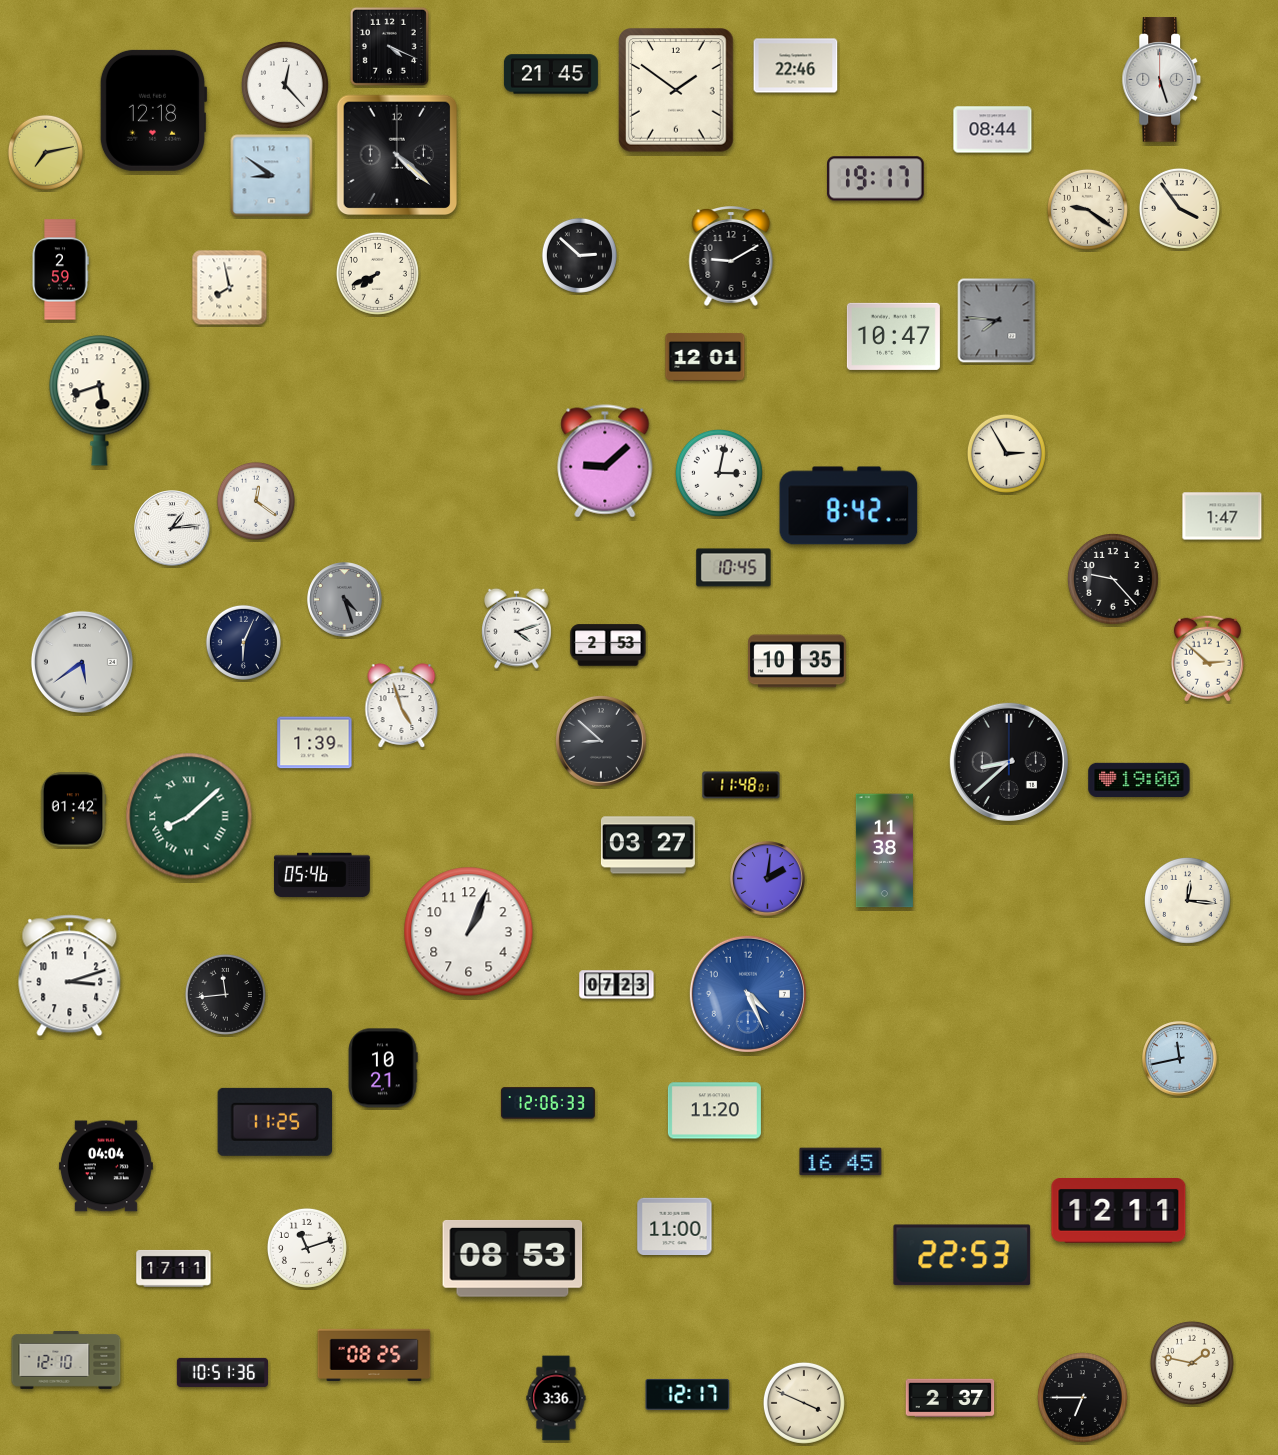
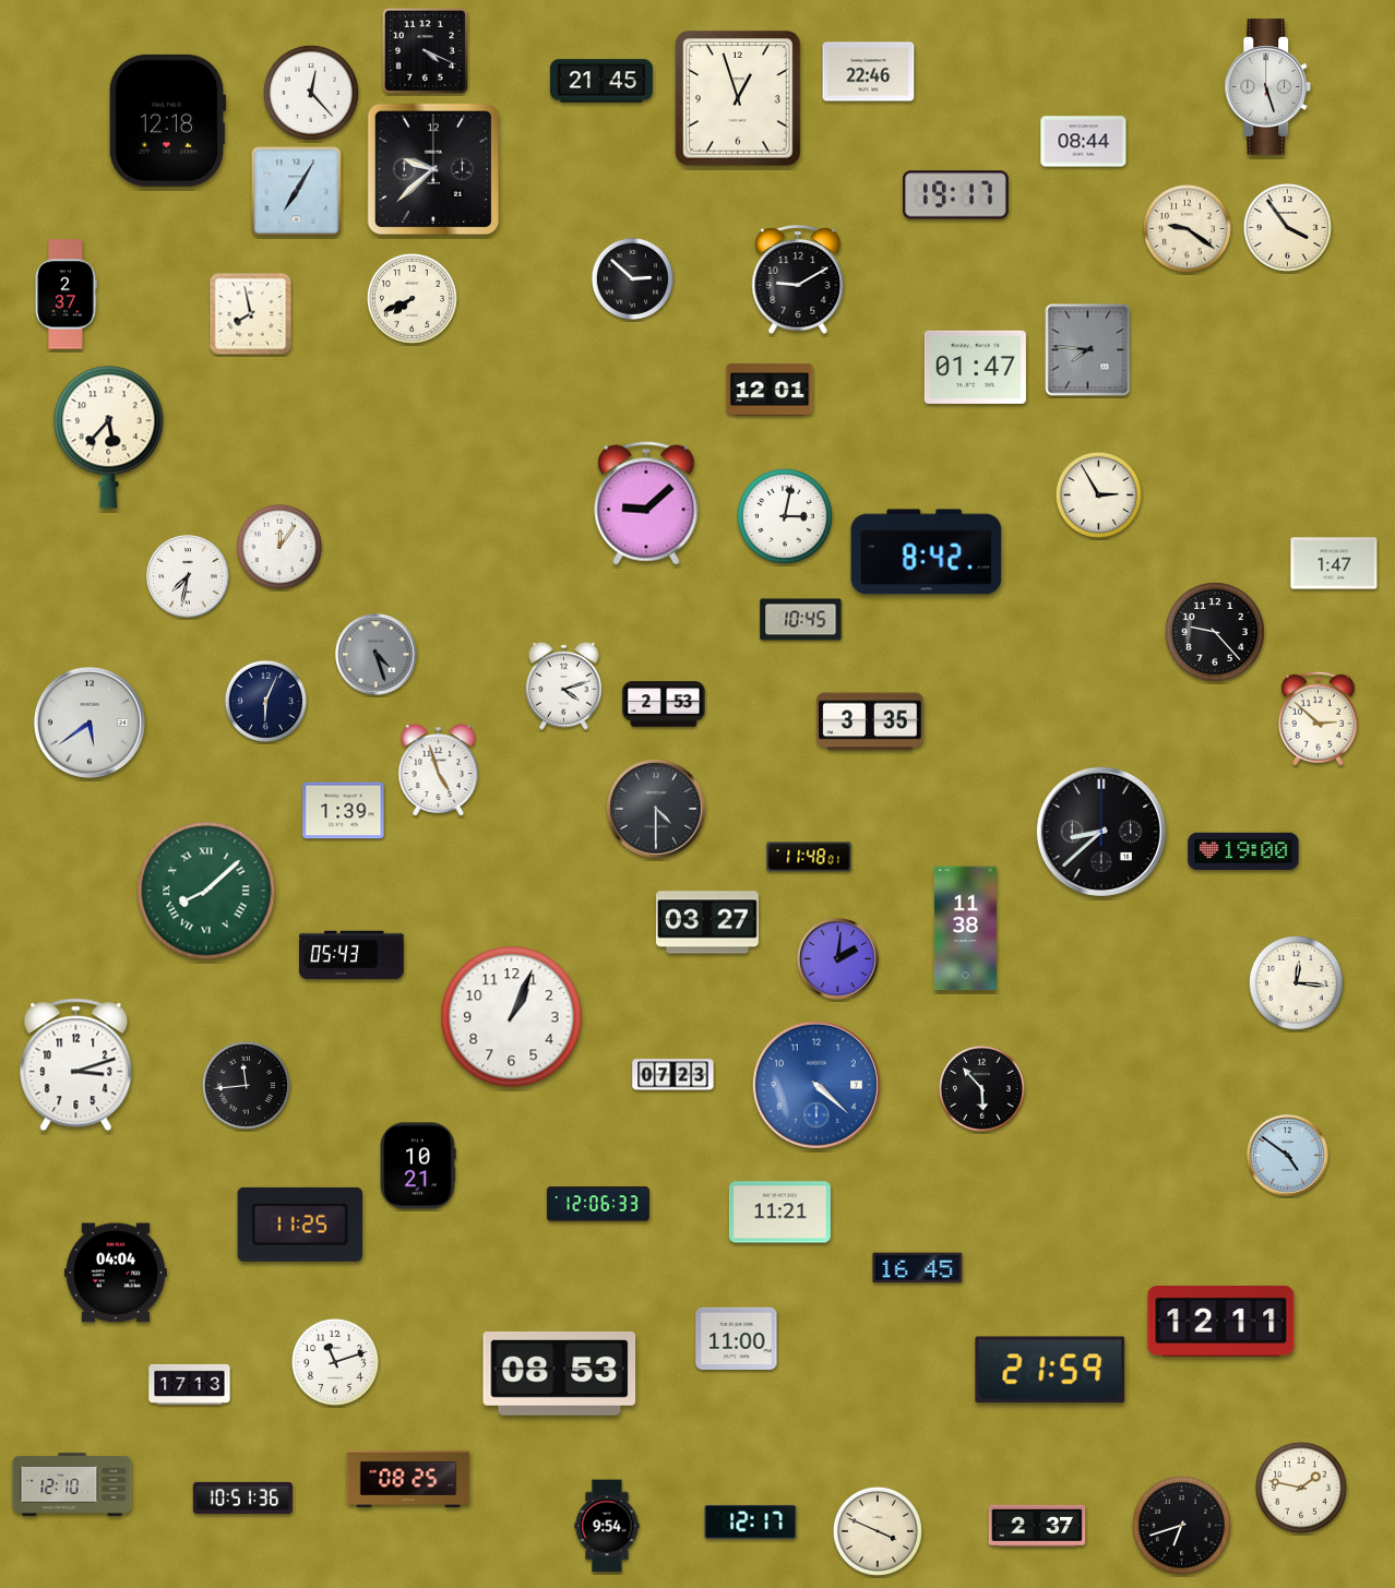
clock at (676, 90): 1:51 -> 12:57
clock at (45, 152): 7:13 -> none
clock at (397, 155): 4:22 -> 9:38
clock at (272, 176): 8:51 -> 7:05
clock at (60, 270): 2:59 -> 2:37
clock at (893, 336): 10:47 -> 01:47
clock at (100, 401): 5:42 -> 5:37
clock at (605, 461) position: (605, 461) -> (646, 503)
clock at (256, 501): 12:21 -> 12:06
clock at (172, 528): 1:14 -> 7:32
clock at (797, 661): 10:35 -> 3:35
clock at (601, 741): 8:52 -> 4:30
clock at (73, 810): 01:42 -> none
clock at (323, 875): 05:46 -> 05:43
clock at (748, 994): 4:26 -> 4:22
clock at (981, 1088): none -> 5:53
clock at (1180, 1059): 11:43 -> 4:51
clock at (714, 1111): 11:20 -> 11:21
clock at (962, 1255): 22:53 -> 21:59
clock at (174, 1268): 17:11 -> 17:13
clock at (556, 1398): 3:36 -> 9:54
clock at (1083, 1398): 6:45 -> 6:42
